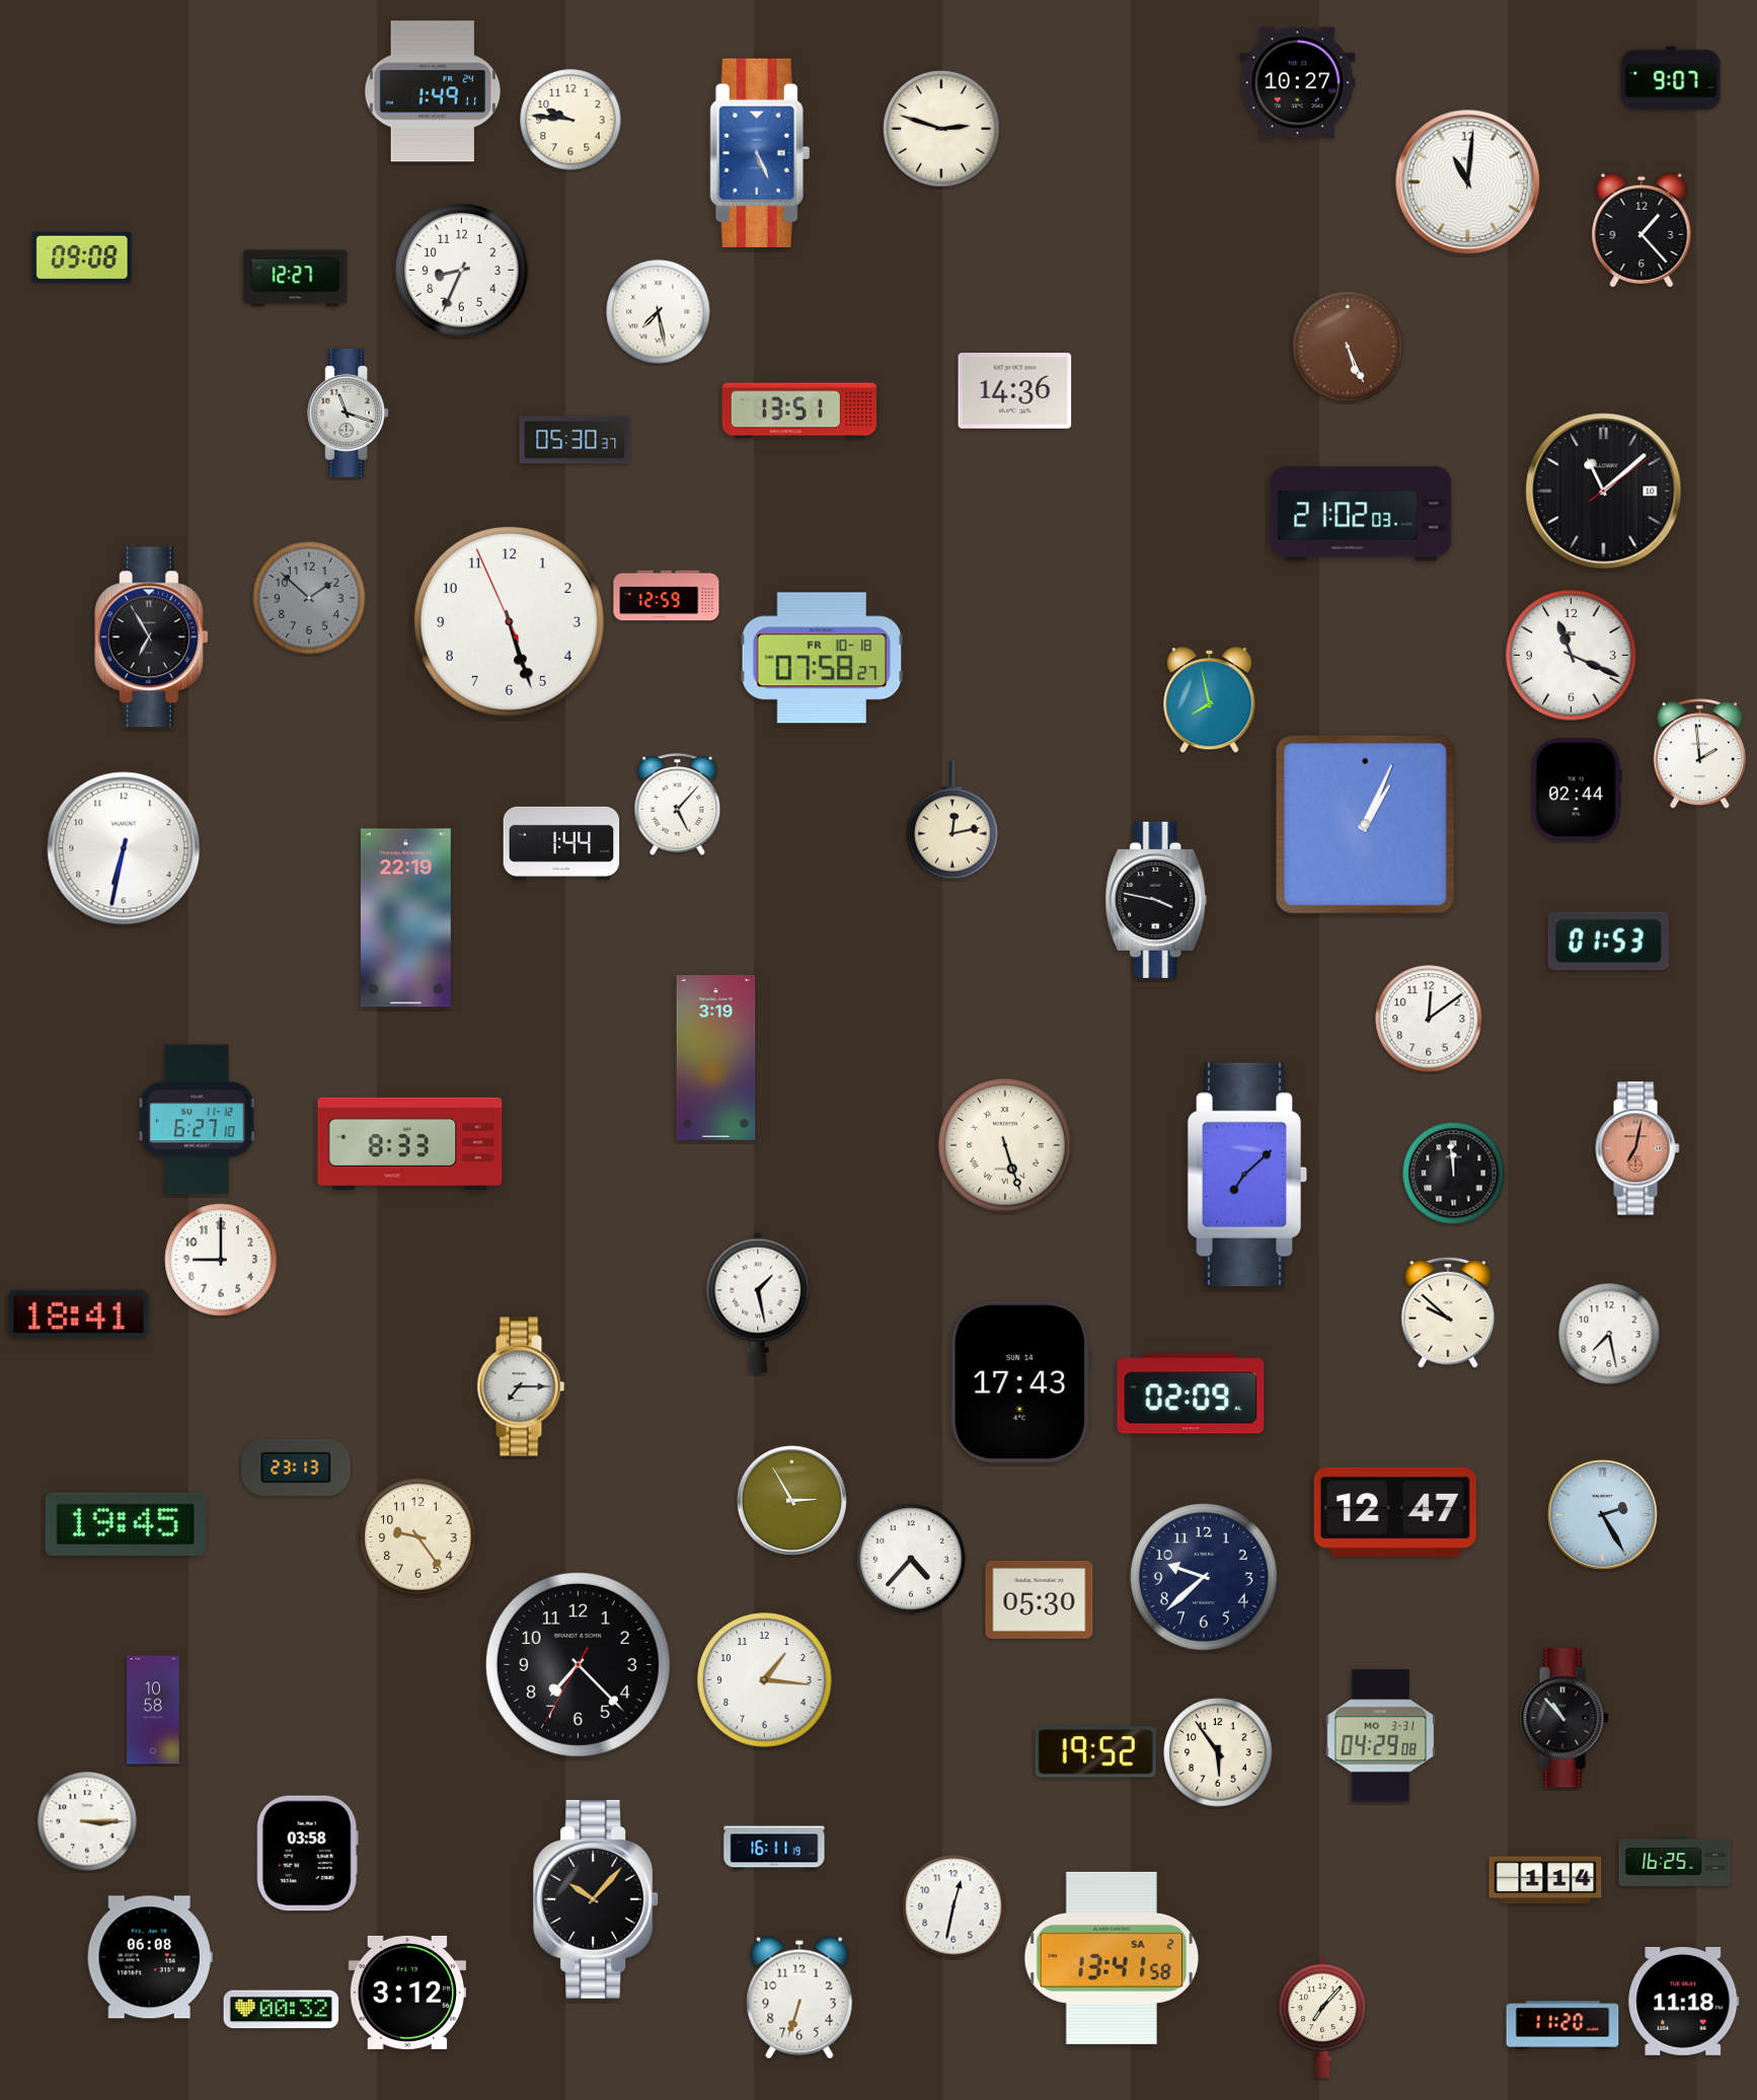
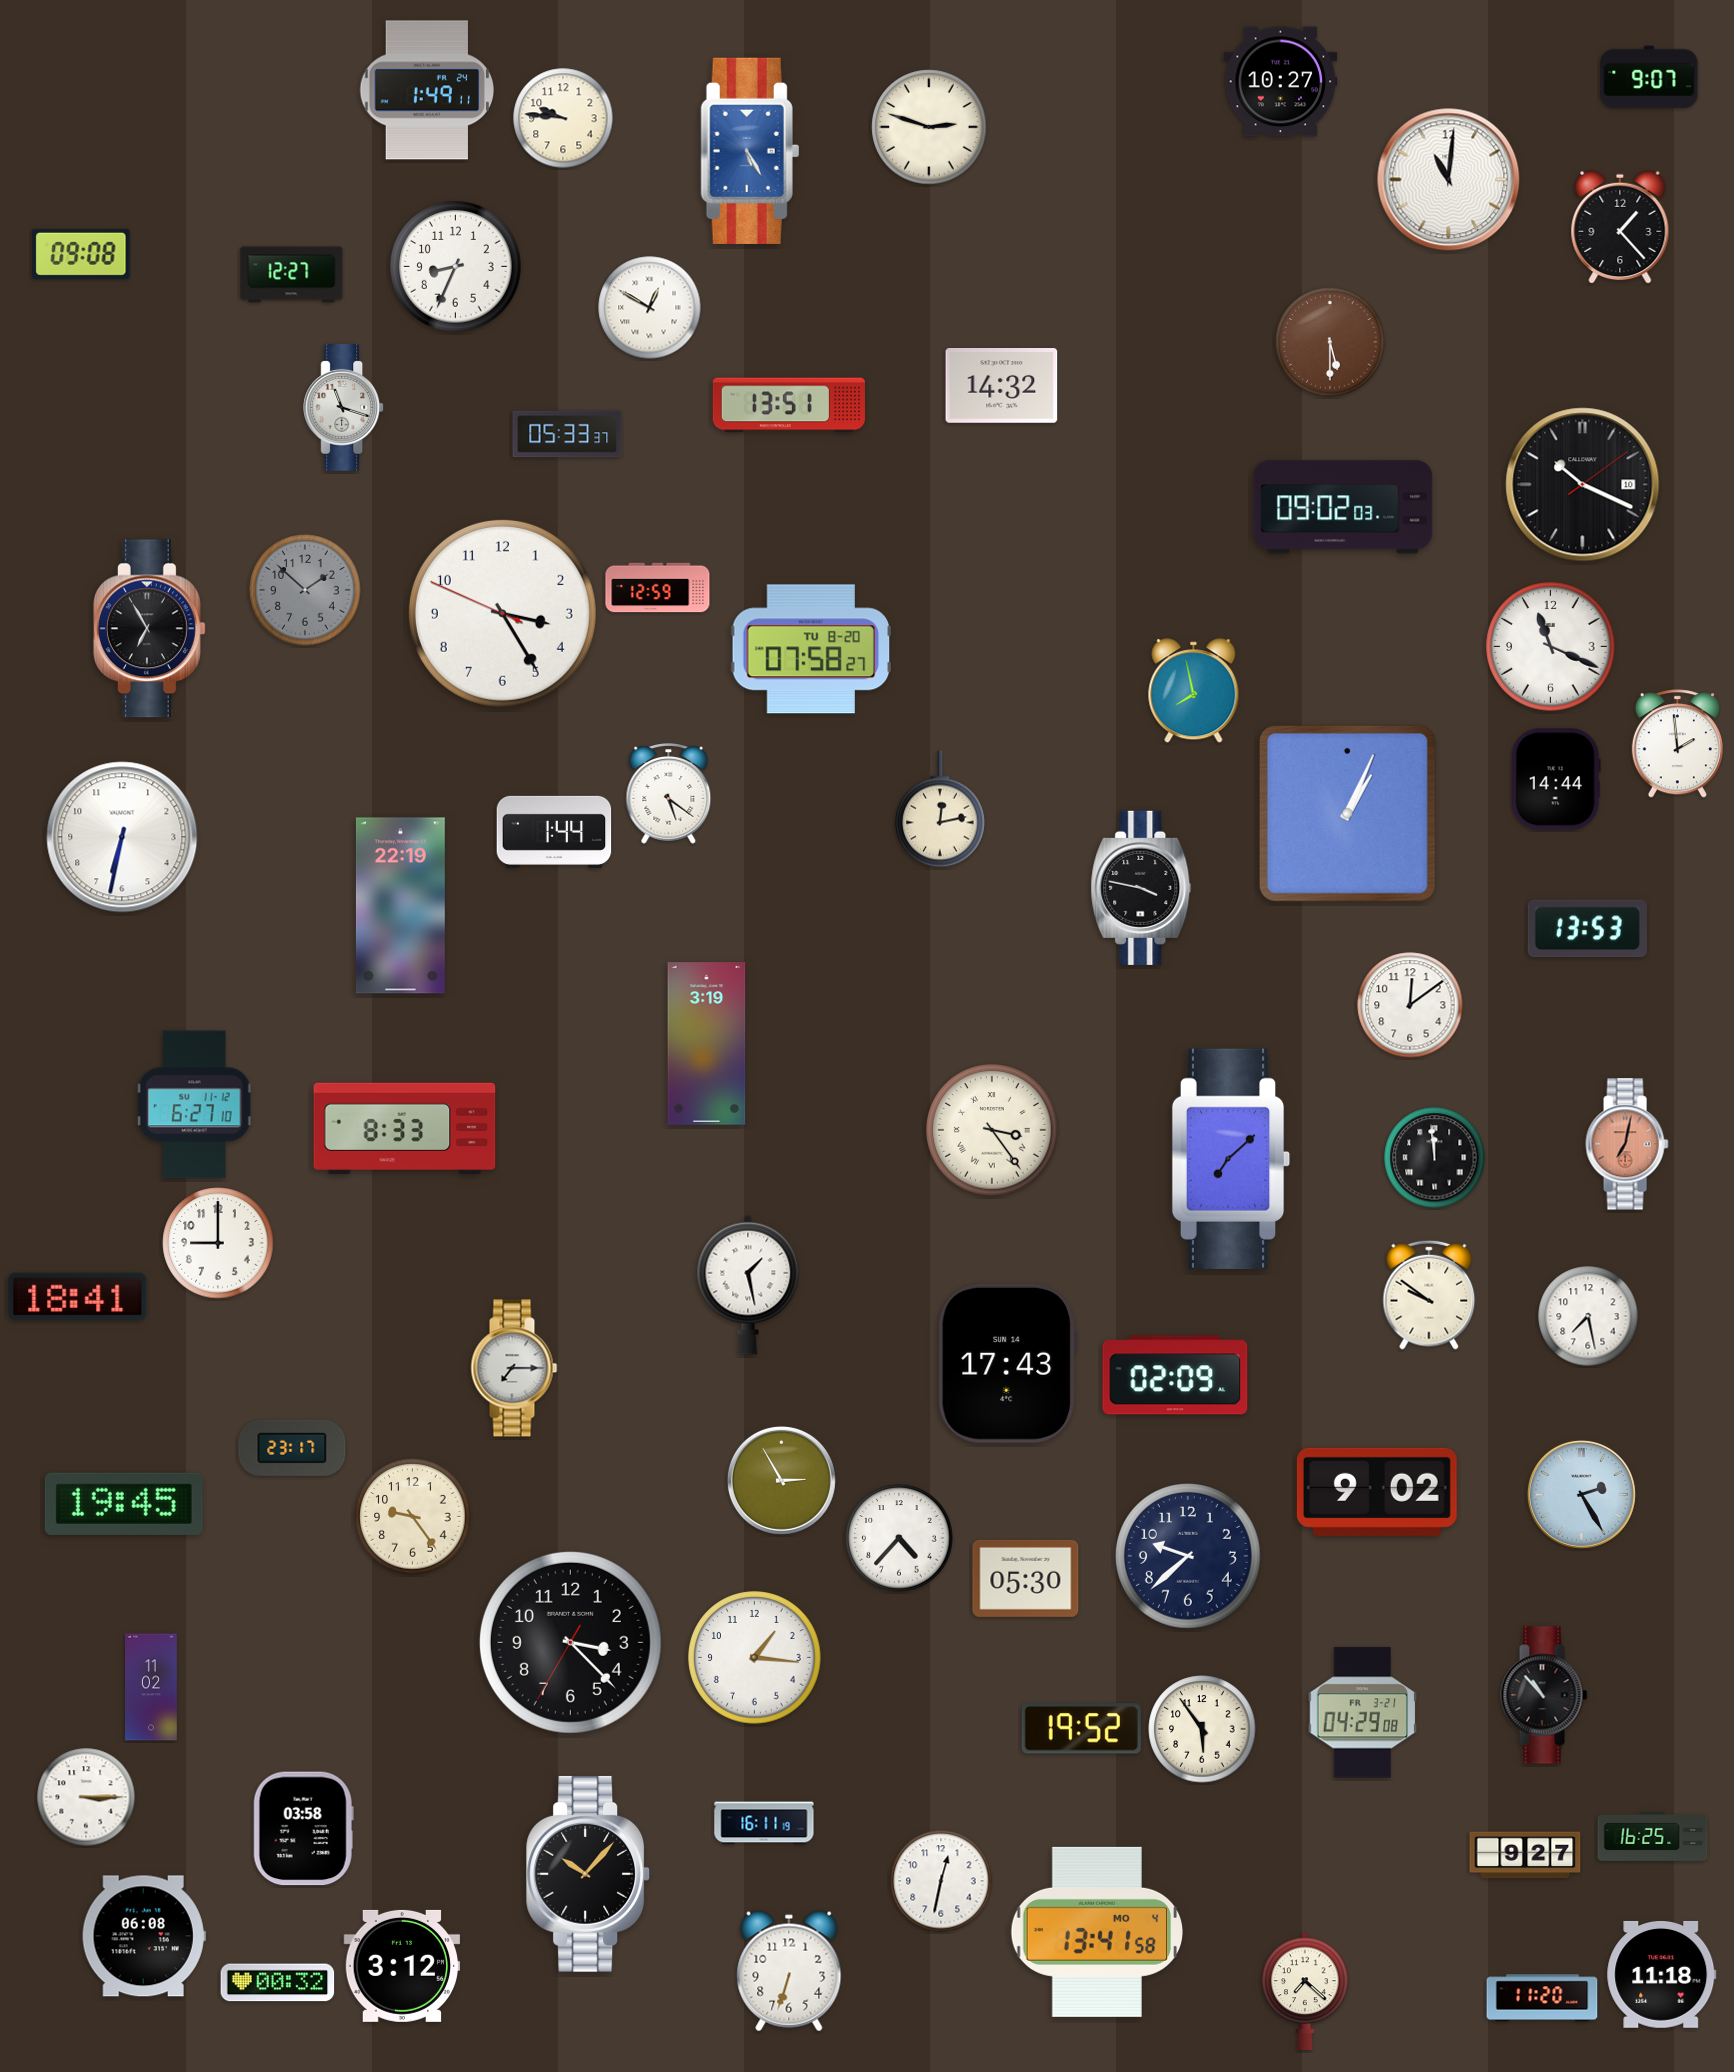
clock at (760, 153): 5:26 -> 5:25
clock at (659, 312): 7:28 -> 12:50
clock at (1348, 347): 5:26 -> 5:30
clock at (1015, 391): 14:36 -> 14:32
clock at (575, 440): 05:30 -> 05:33
clock at (1604, 492): 11:08 -> 10:19
clock at (1361, 514): 21:02 -> 09:02
clock at (509, 621): 5:26 -> 3:24
clock at (822, 658) date: FR 10-18 -> TU 8-20
clock at (1577, 790): 02:44 -> 14:44
clock at (678, 805): 5:07 -> 5:21
clock at (1608, 942): 01:53 -> 13:53
clock at (1005, 1145): 5:27 -> 3:24
clock at (1637, 1148) position: (1637, 1148) -> (1627, 1144)
clock at (1448, 1312): 9:52 -> 9:51
clock at (296, 1468): 23:13 -> 23:17
clock at (1395, 1512): 12:47 -> 9:02
clock at (578, 1664): 7:22 -> 3:22
clock at (153, 1710): 10:58 -> 11:02
clock at (1381, 1736) date: MO 3-31 -> FR 3-21
clock at (1545, 1880): 1:14 -> 9:27
clock at (150, 1957) position: (150, 1957) -> (144, 1936)
clock at (1112, 1958) date: SA 2 -> MO 4
clock at (1322, 2018): 7:07 -> 7:22
